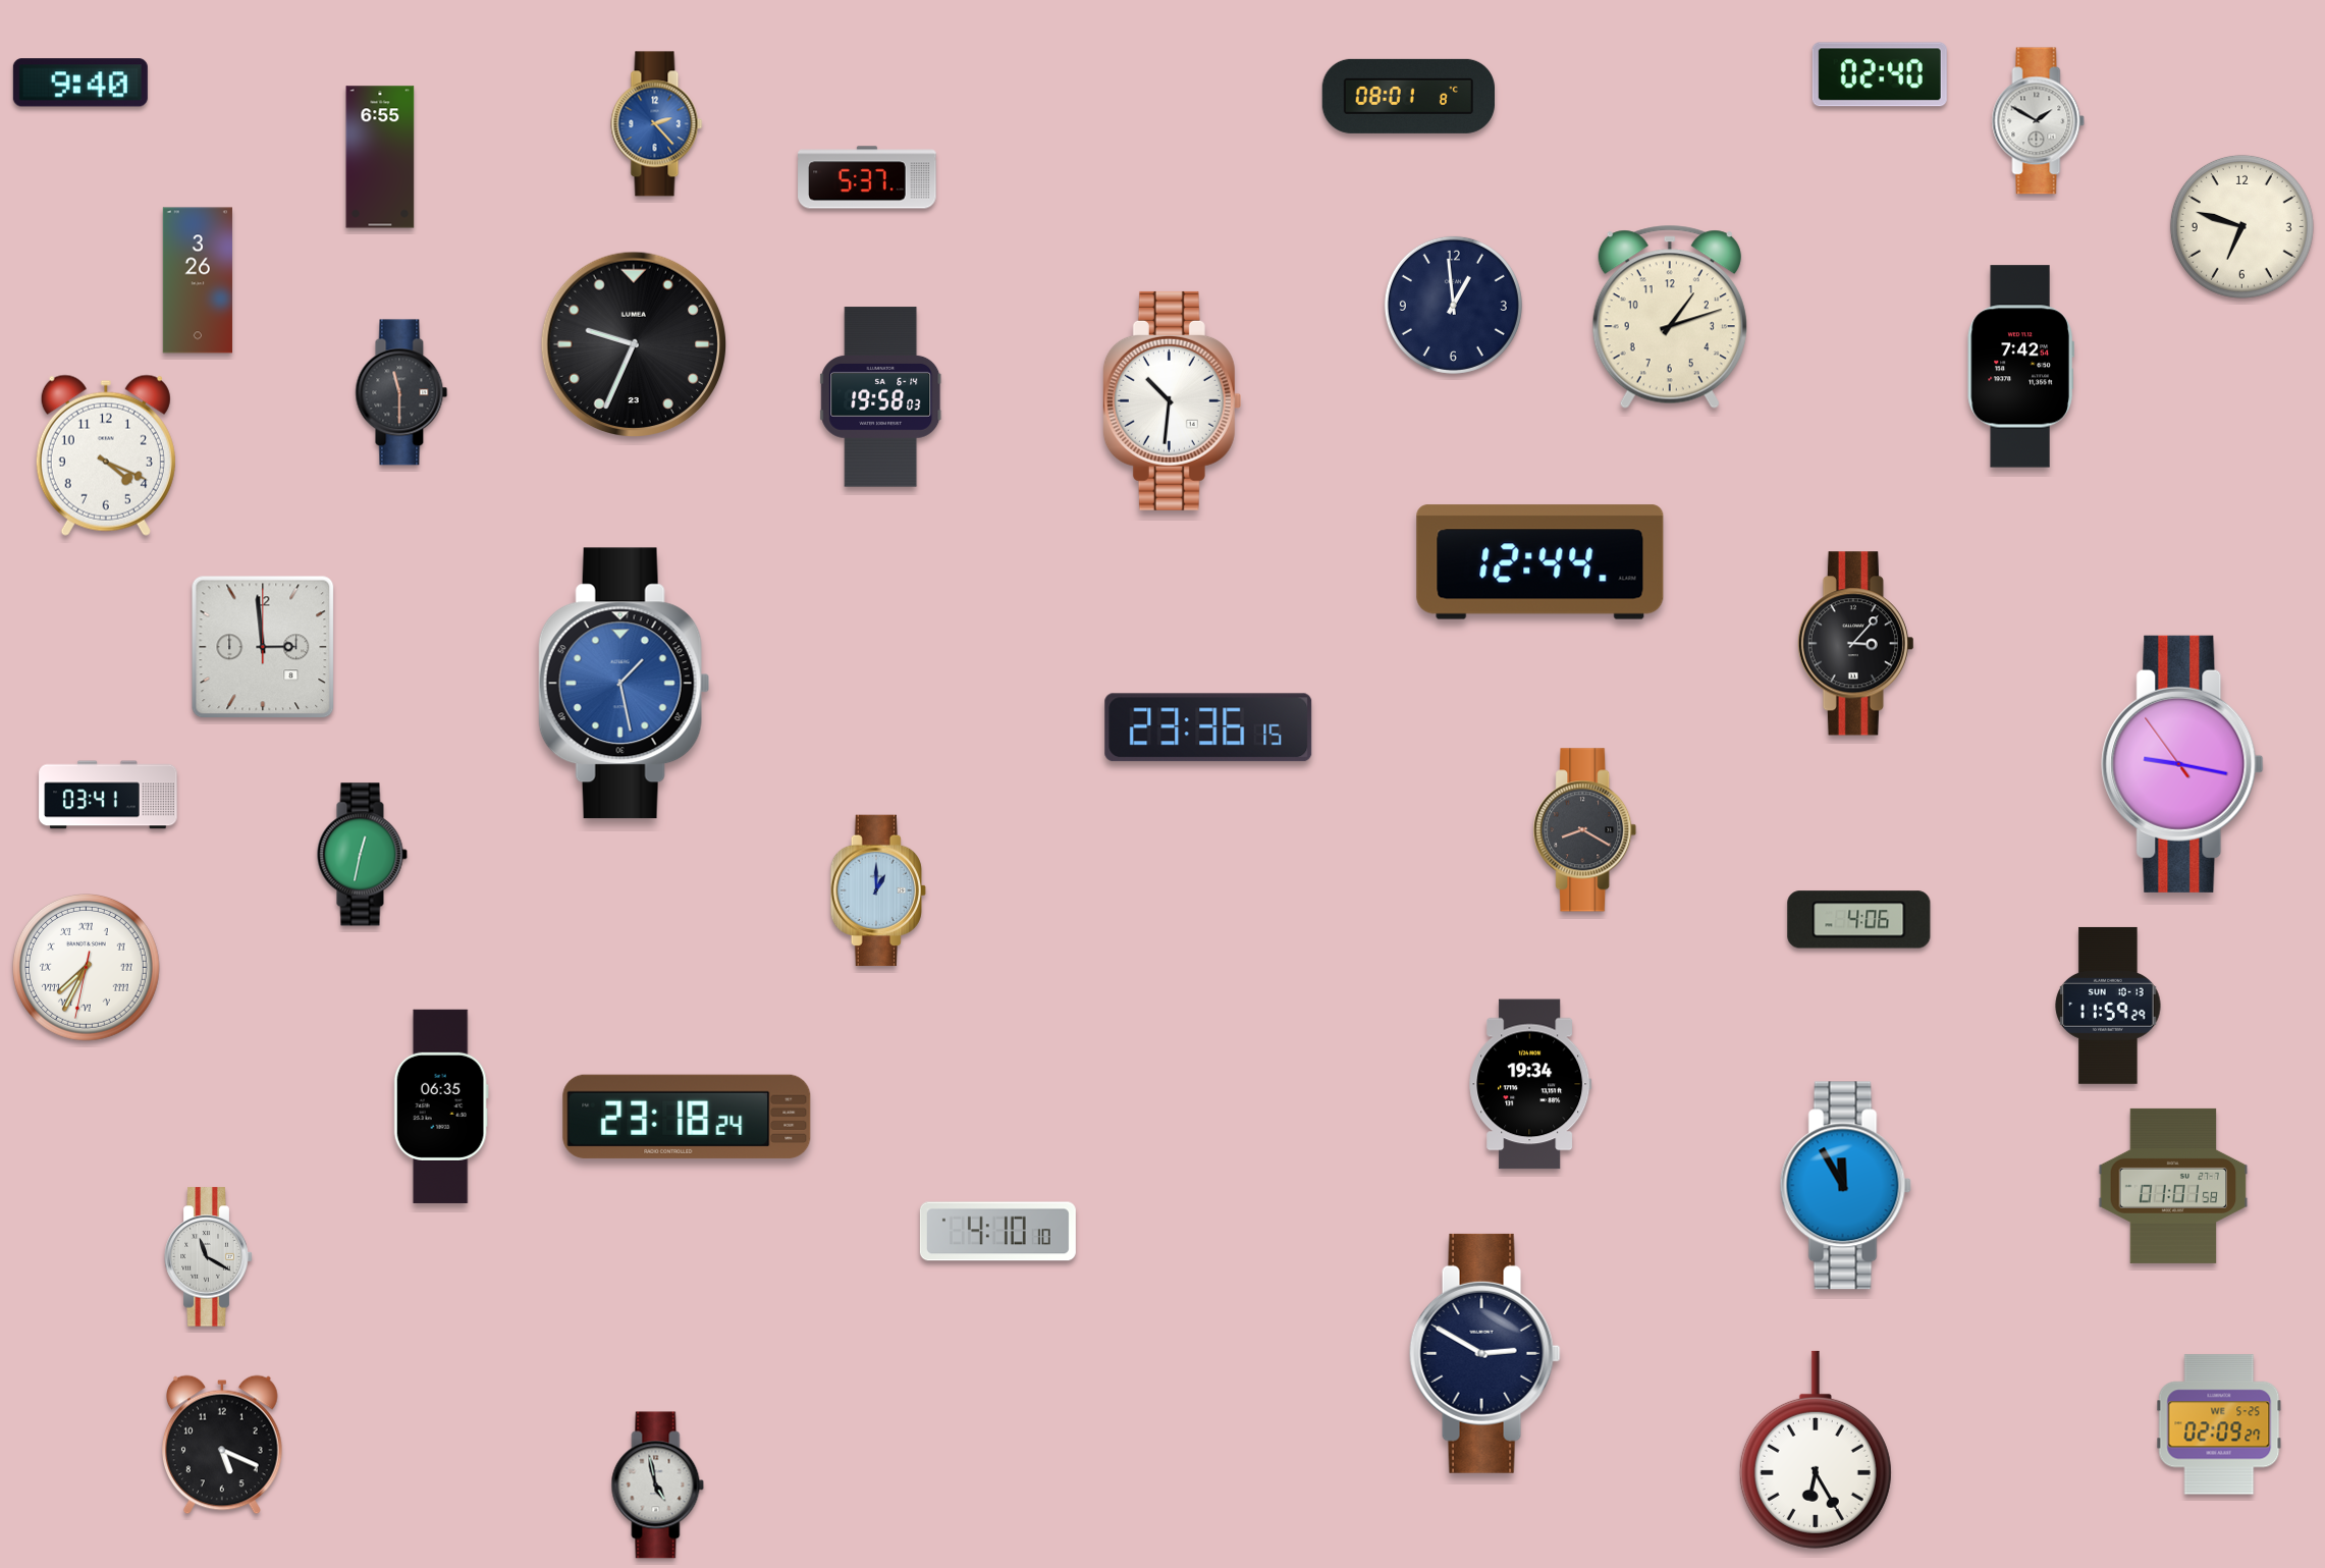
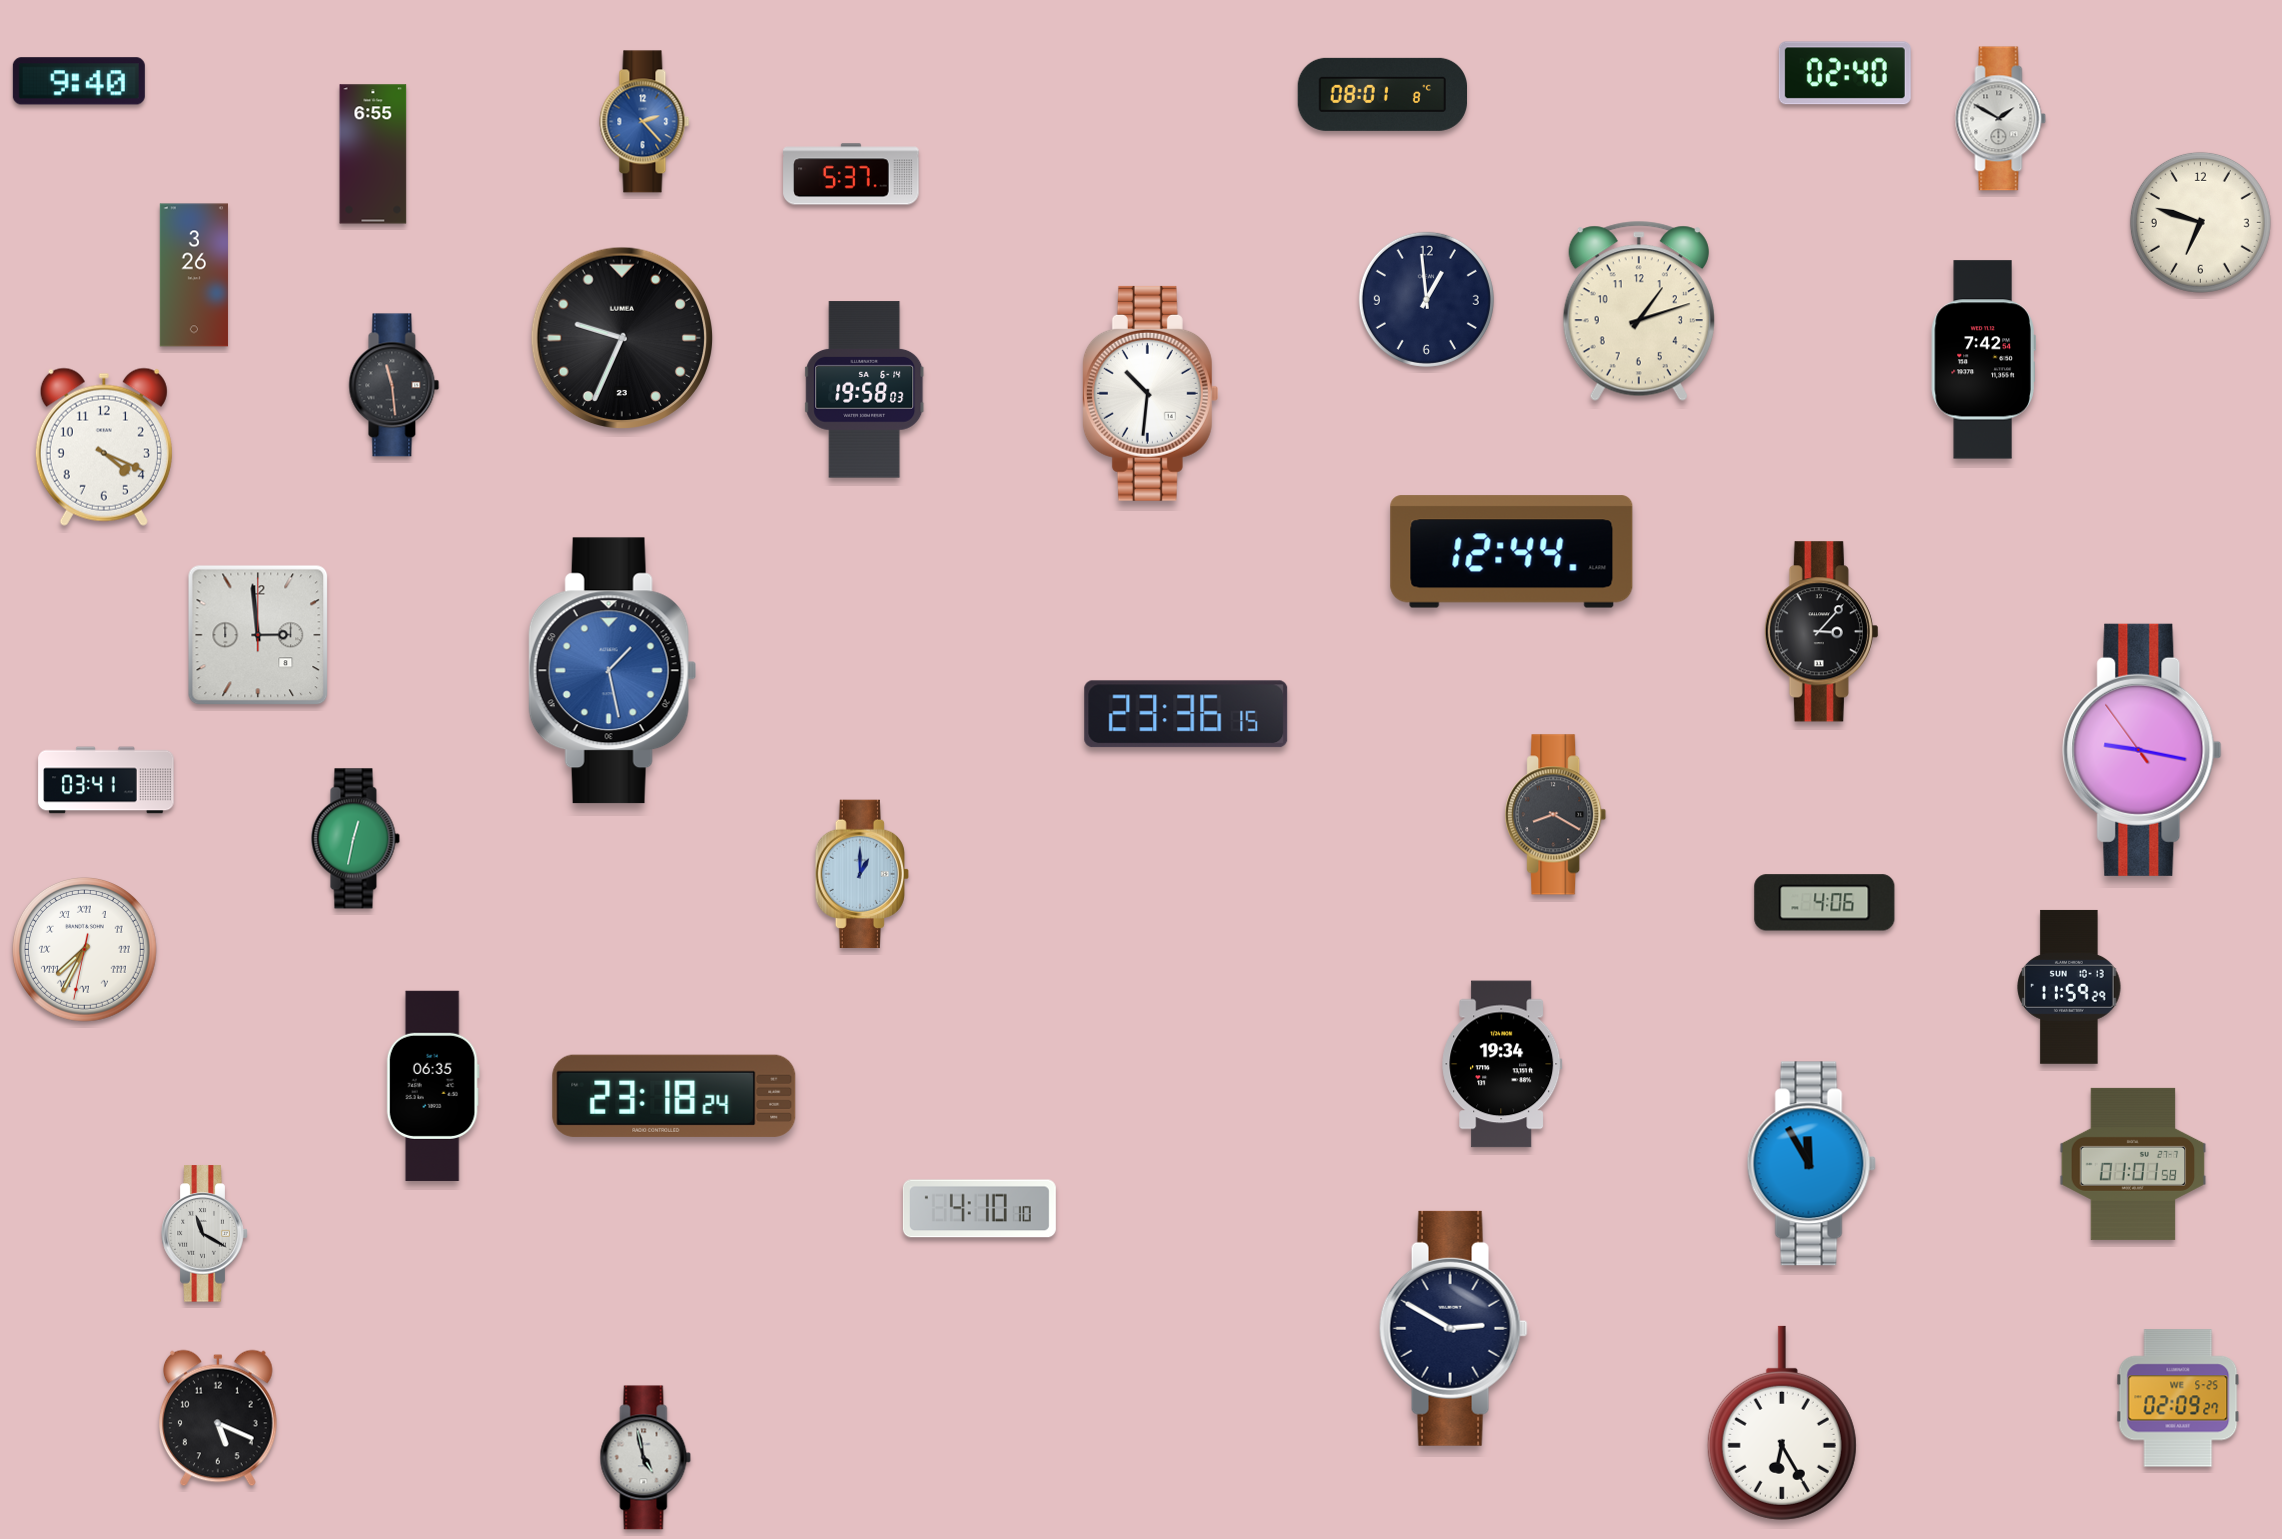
clock at (401, 392): 11:30 -> 11:29
clock at (1484, 1353) position: (1484, 1353) -> (1453, 1328)
